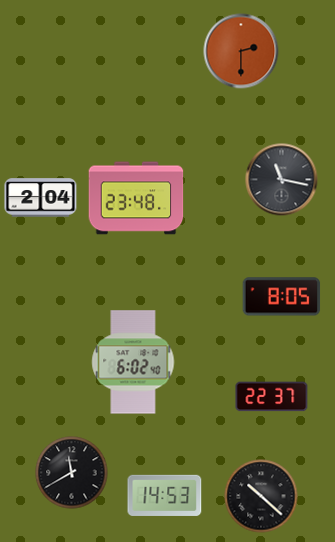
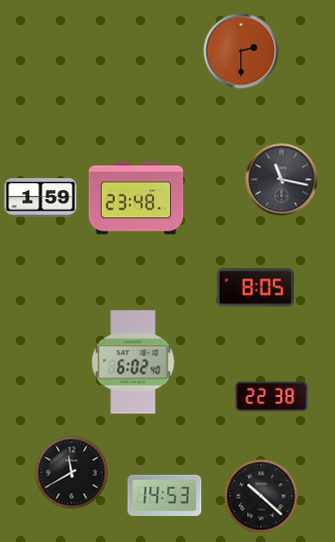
clock at (41, 198): 2:04 -> 1:59
clock at (282, 297) position: (282, 297) -> (256, 288)
clock at (272, 397): 22:37 -> 22:38
